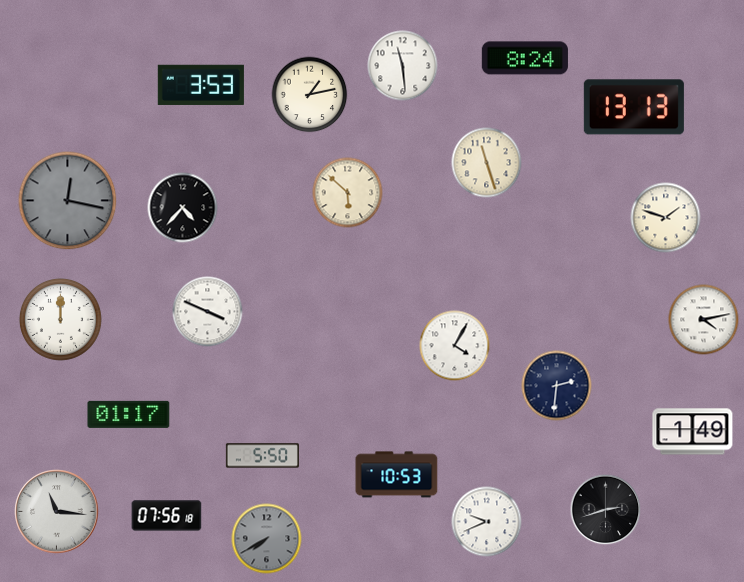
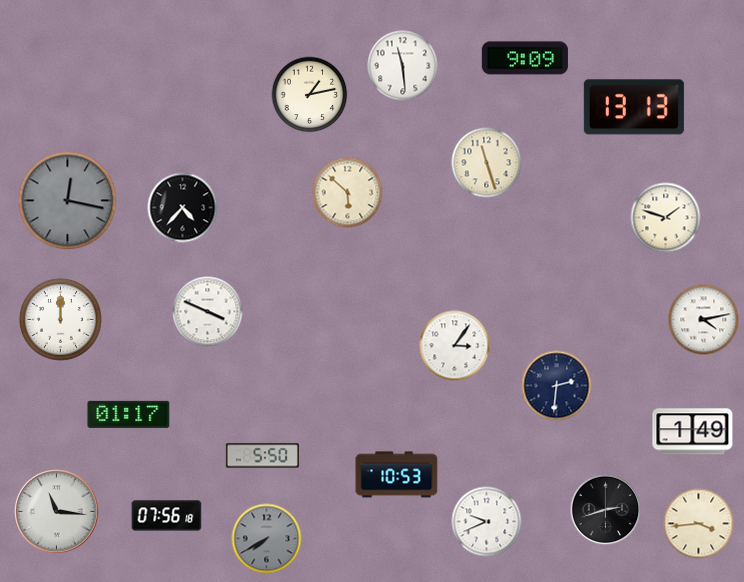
clock at (525, 58): 8:24 -> 9:09
clock at (201, 85): 3:53 -> none
clock at (455, 346): 4:05 -> 3:06
clock at (699, 524): none -> 3:44
